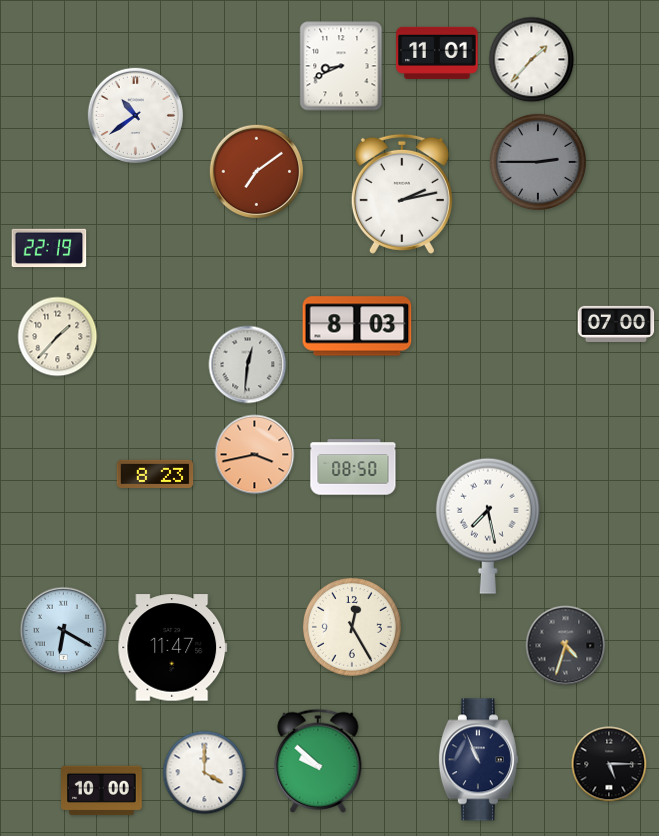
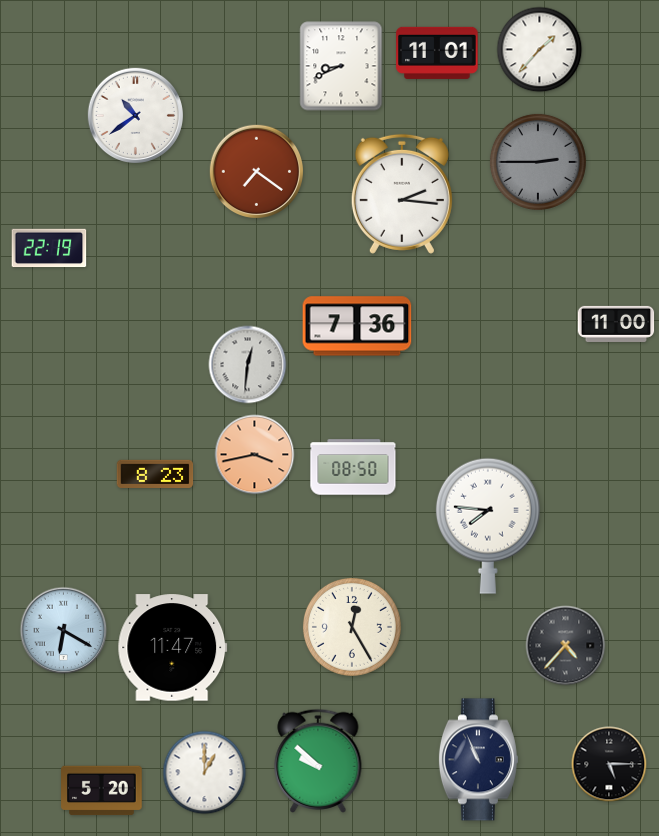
clock at (532, 60) position: (532, 60) -> (540, 50)
clock at (256, 171): 7:09 -> 7:21
clock at (402, 194): 2:13 -> 2:16
clock at (616, 324): 07:00 -> 11:00
clock at (357, 326): 8:03 -> 7:36
clock at (58, 337): 1:37 -> none
clock at (488, 526): 7:28 -> 7:46
clock at (566, 646): 4:33 -> 4:37
clock at (205, 773): 4:00 -> 1:00
clock at (102, 791): 10:00 -> 5:20
